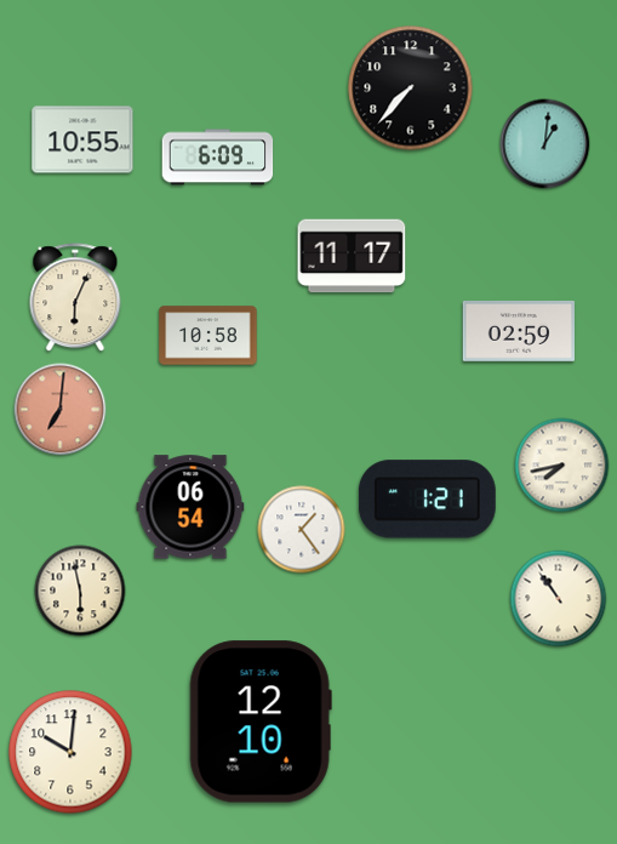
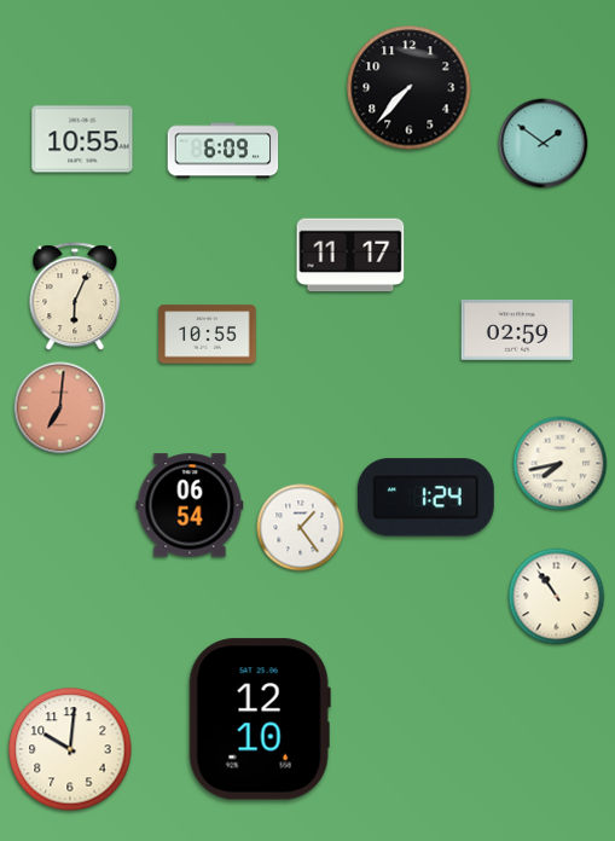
clock at (545, 144): 1:01 -> 1:51
clock at (218, 158) position: (218, 158) -> (224, 151)
clock at (208, 336): 10:58 -> 10:55
clock at (427, 500): 1:21 -> 1:24
clock at (80, 591): 5:58 -> none
